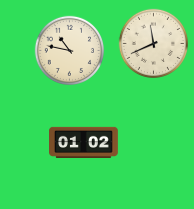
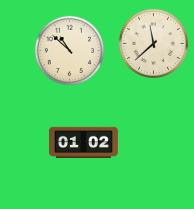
clock at (153, 43): 11:41 -> 11:38
clock at (69, 50): 10:47 -> 10:52
